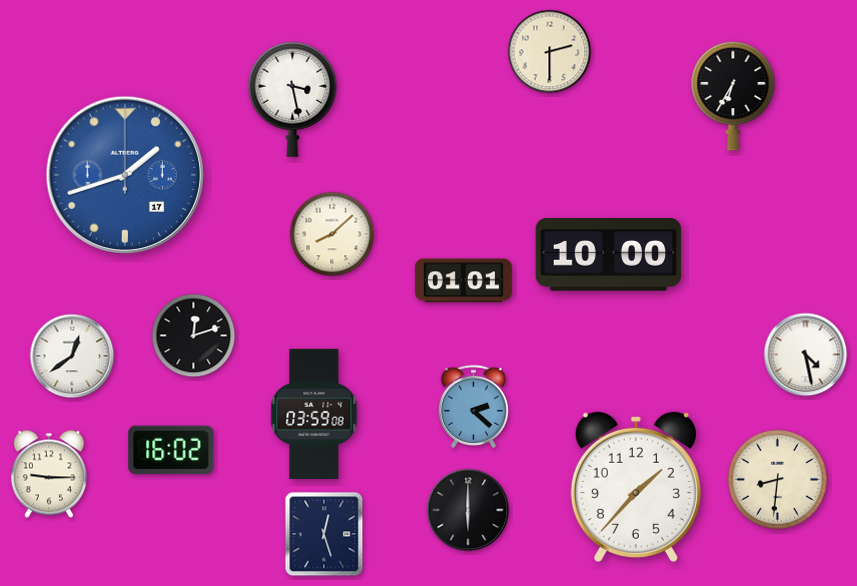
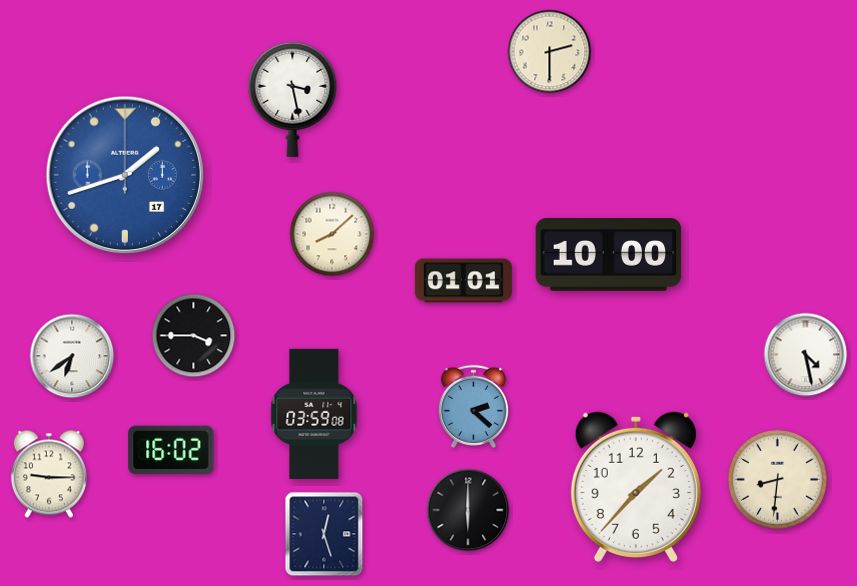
clock at (733, 96): 6:35 -> none
clock at (194, 336): 12:12 -> 3:45
clock at (72, 356): 12:39 -> 6:39
